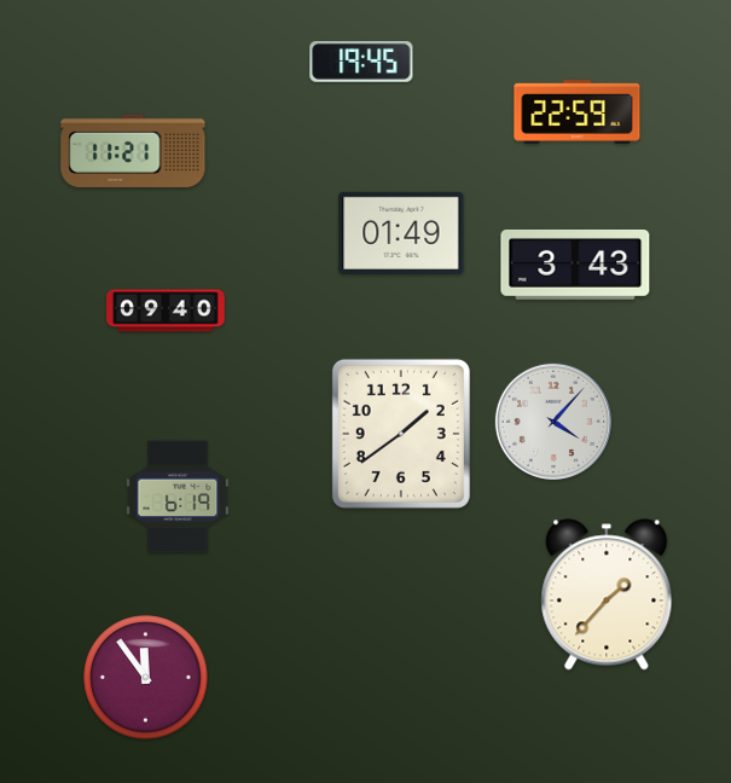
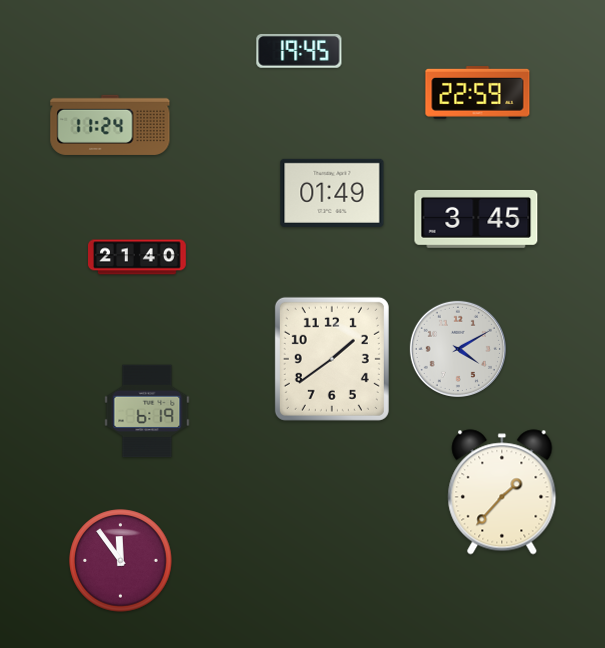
clock at (133, 151): 11:21 -> 11:24
clock at (575, 265): 3:43 -> 3:45
clock at (167, 311): 09:40 -> 21:40
clock at (553, 422): 4:07 -> 4:10
